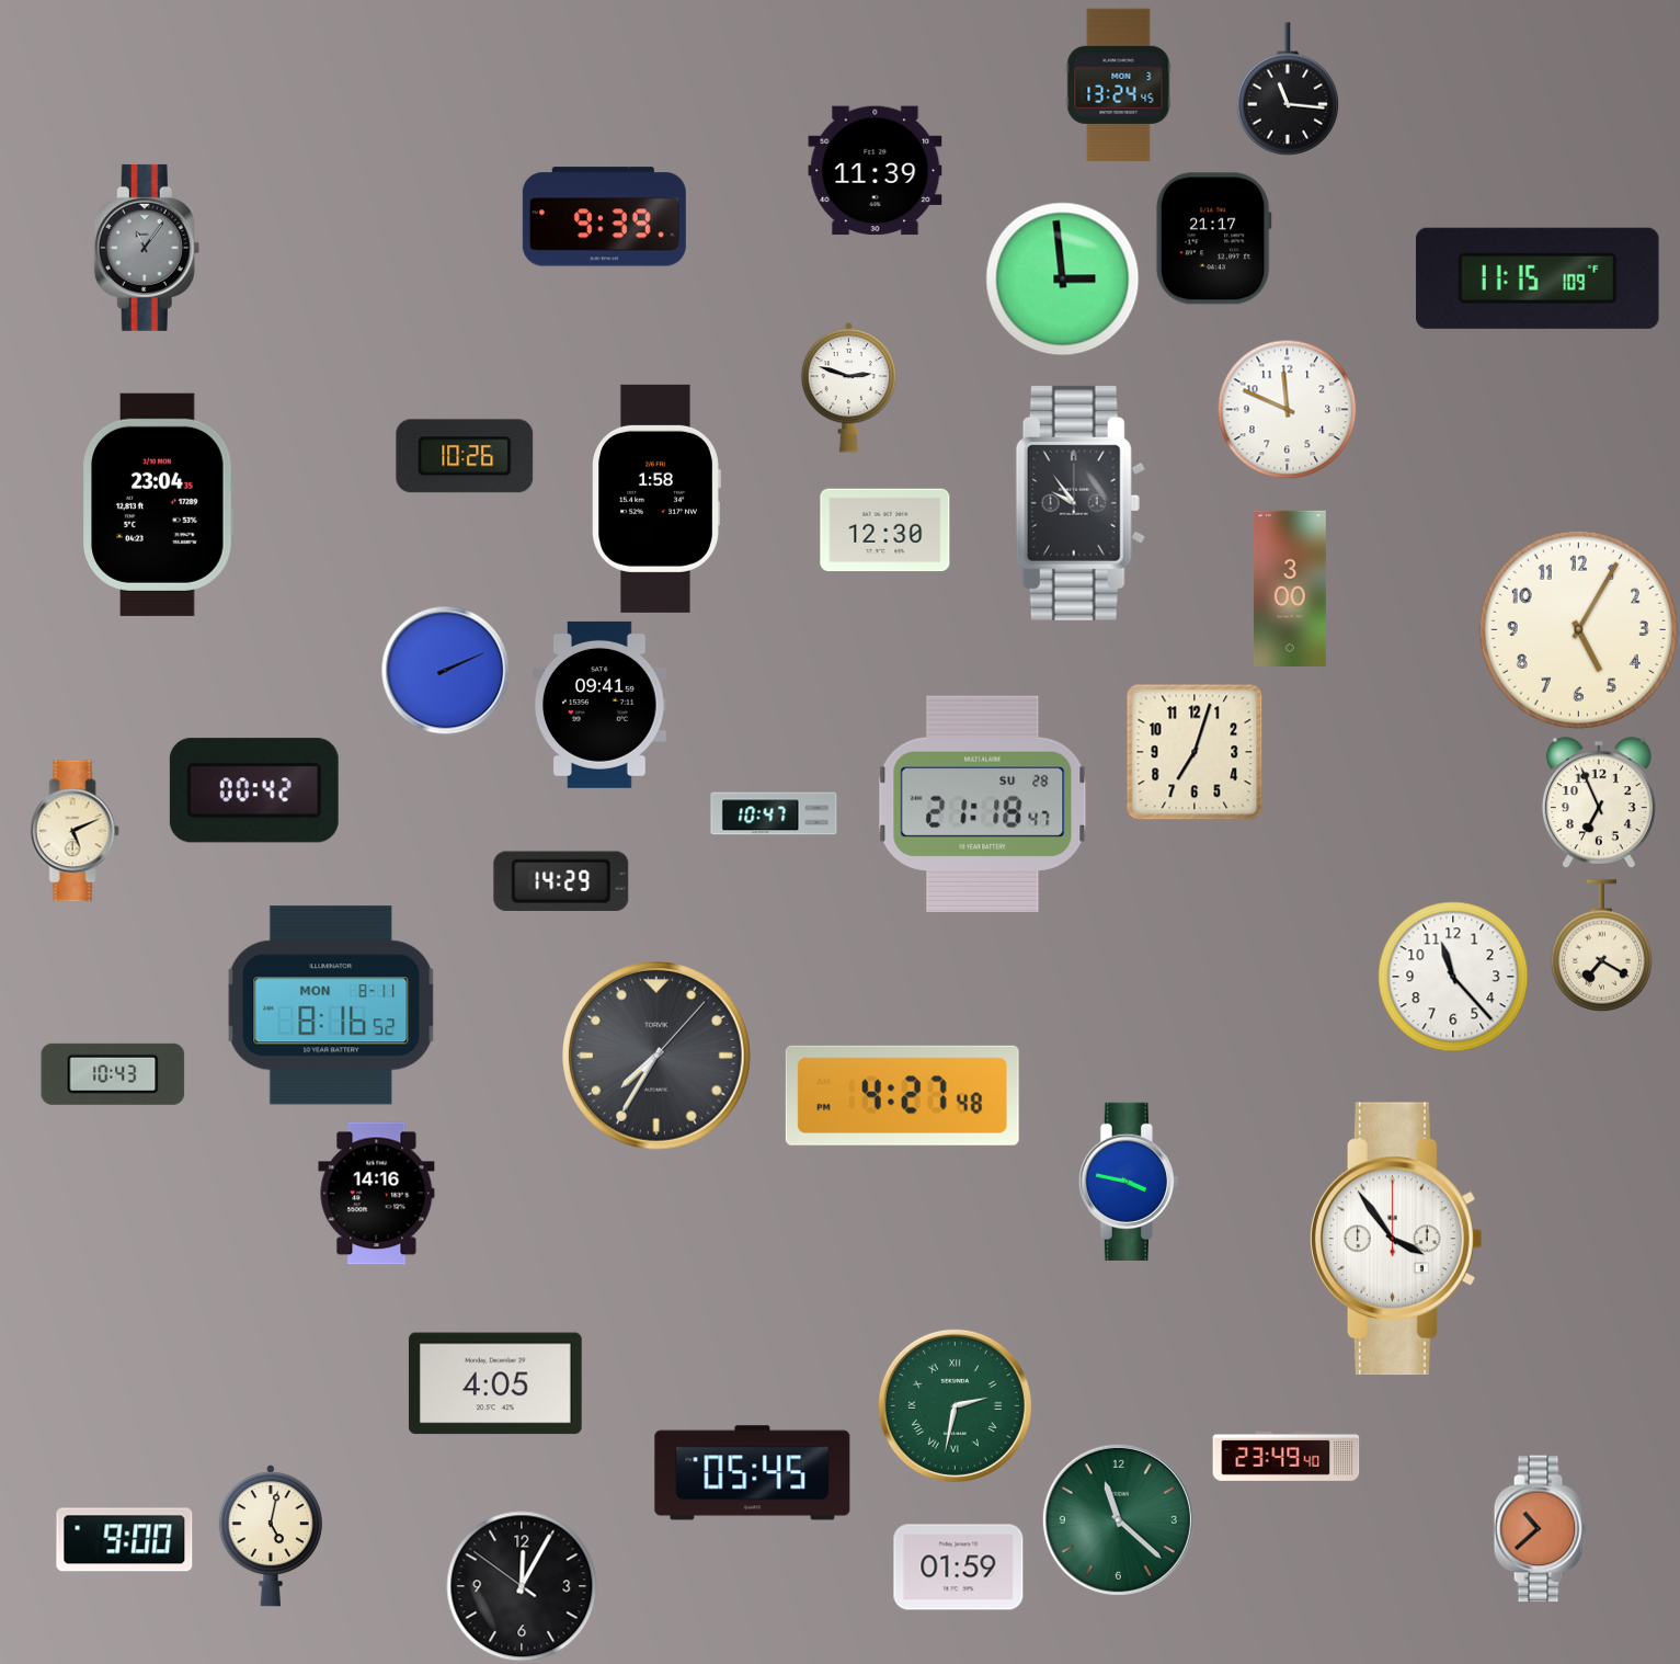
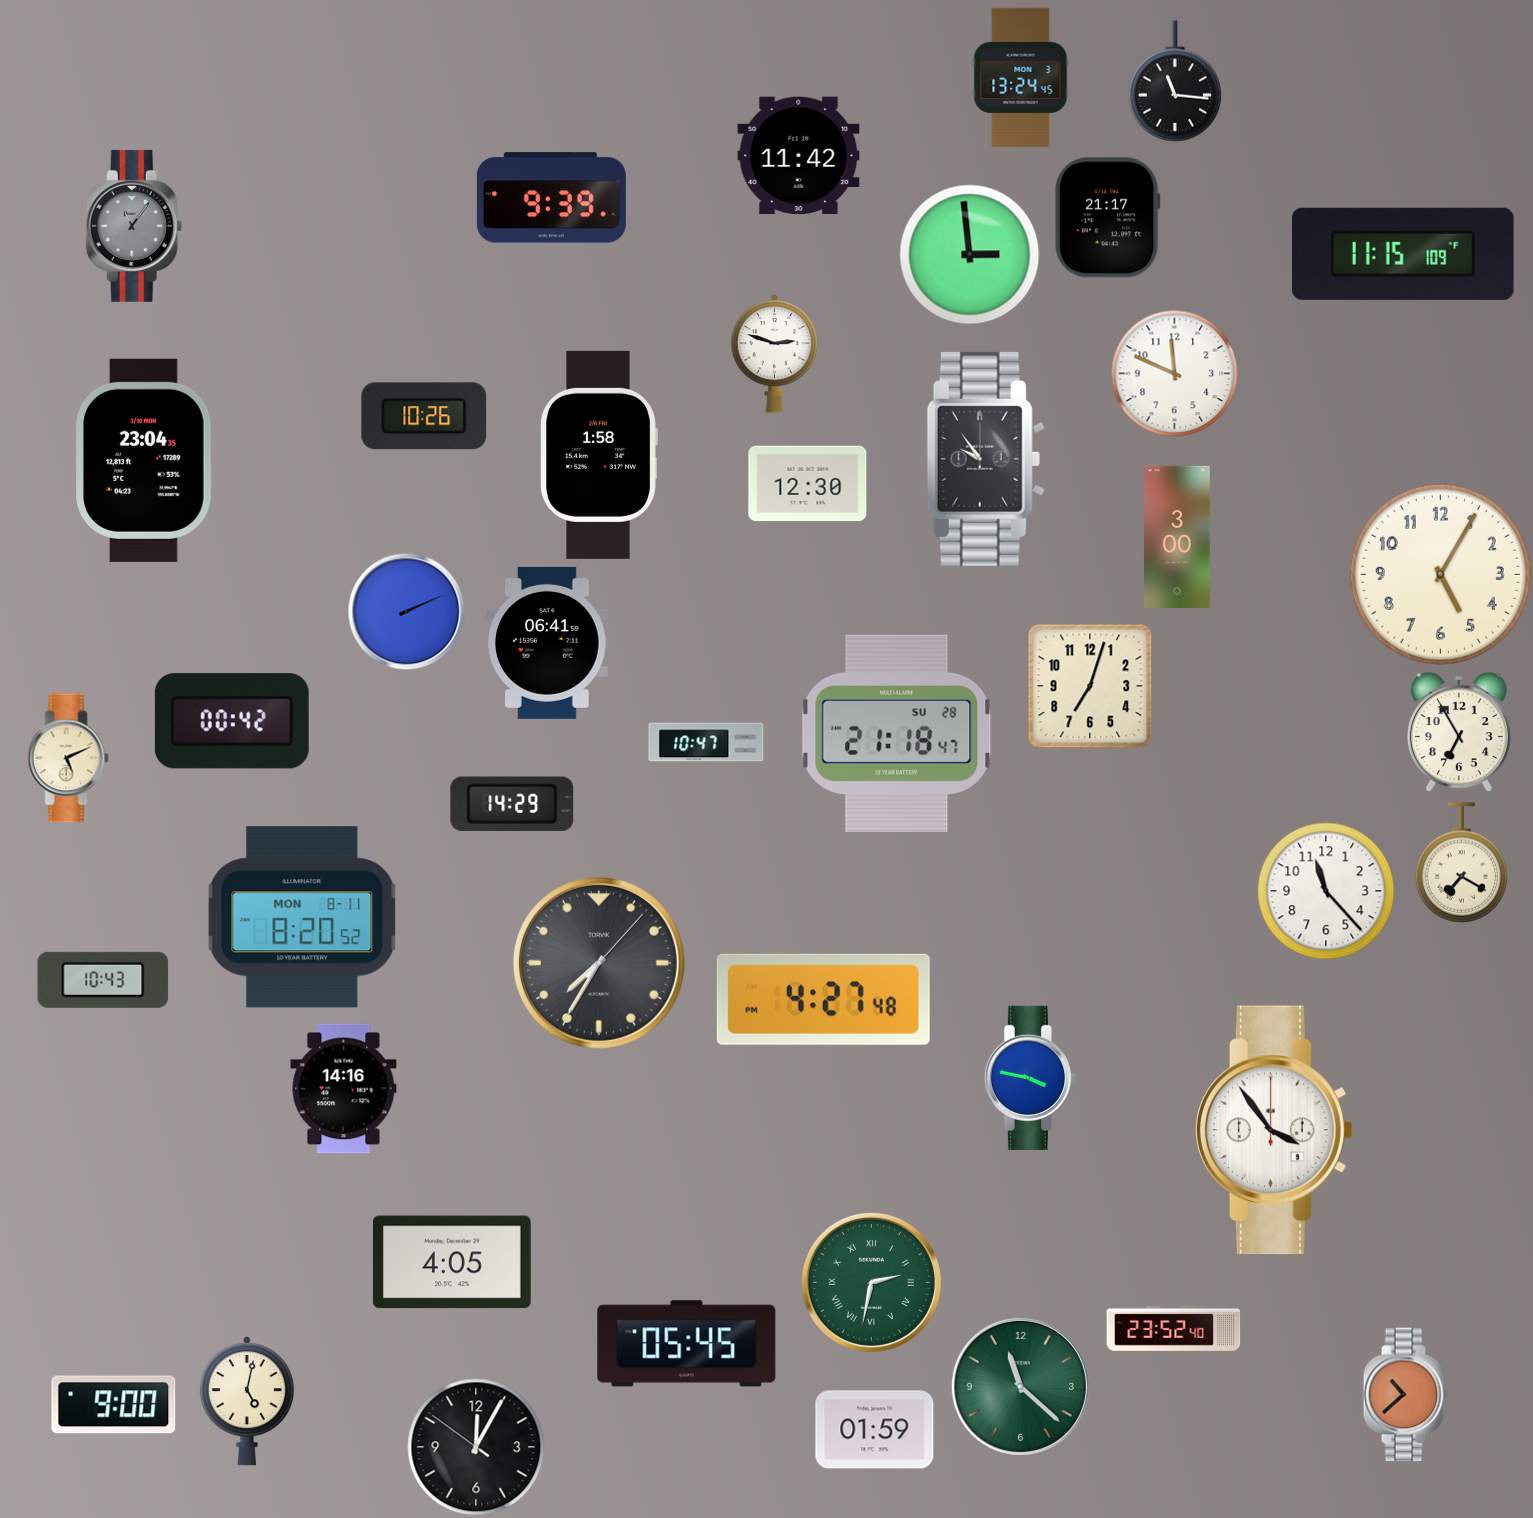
clock at (876, 171): 11:39 -> 11:42
clock at (599, 705): 09:41 -> 06:41
clock at (1599, 802): 6:56 -> 6:55
clock at (331, 1005): 8:16 -> 8:20
clock at (1287, 1456): 23:49 -> 23:52
